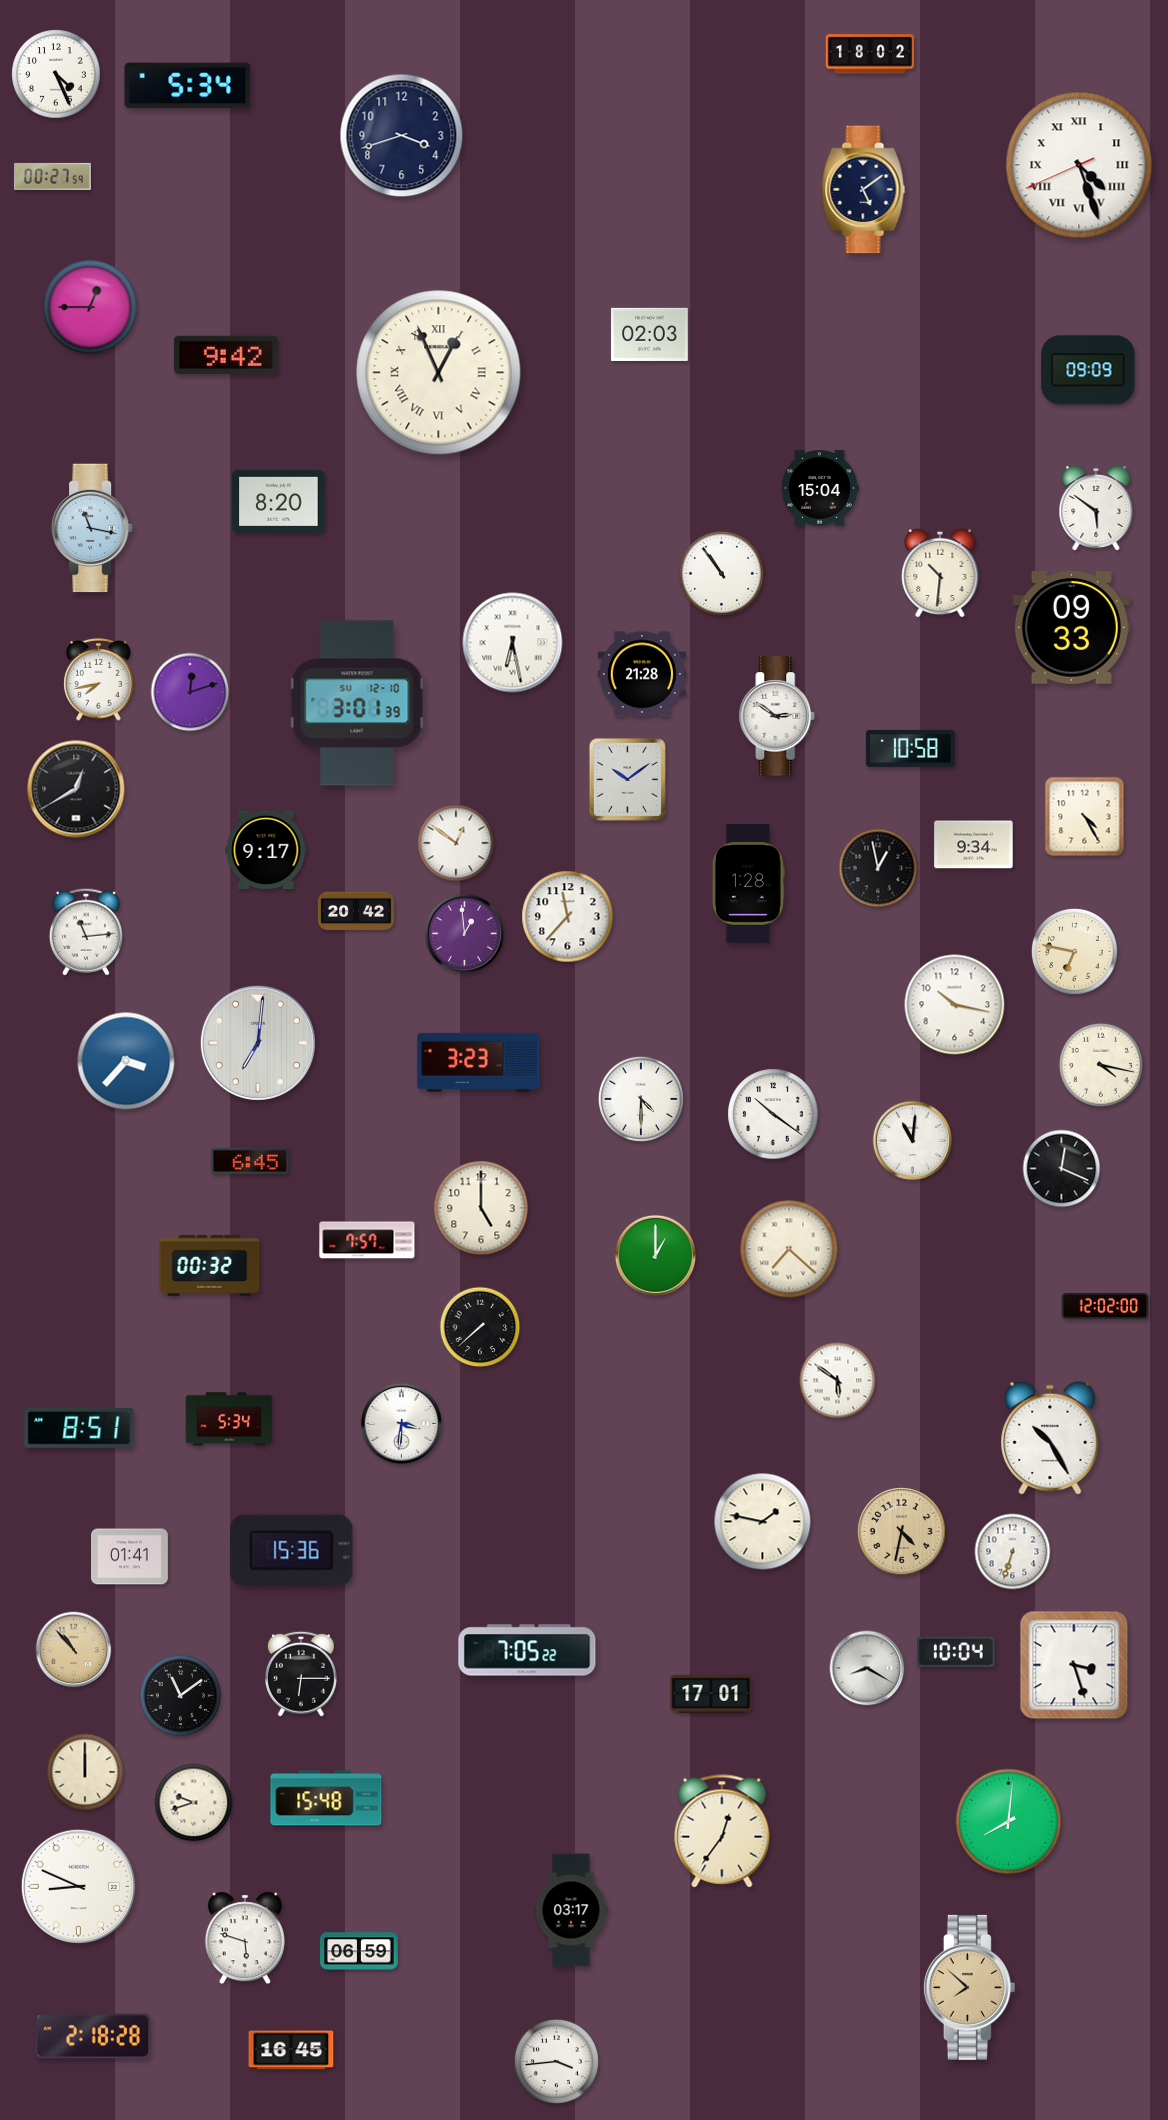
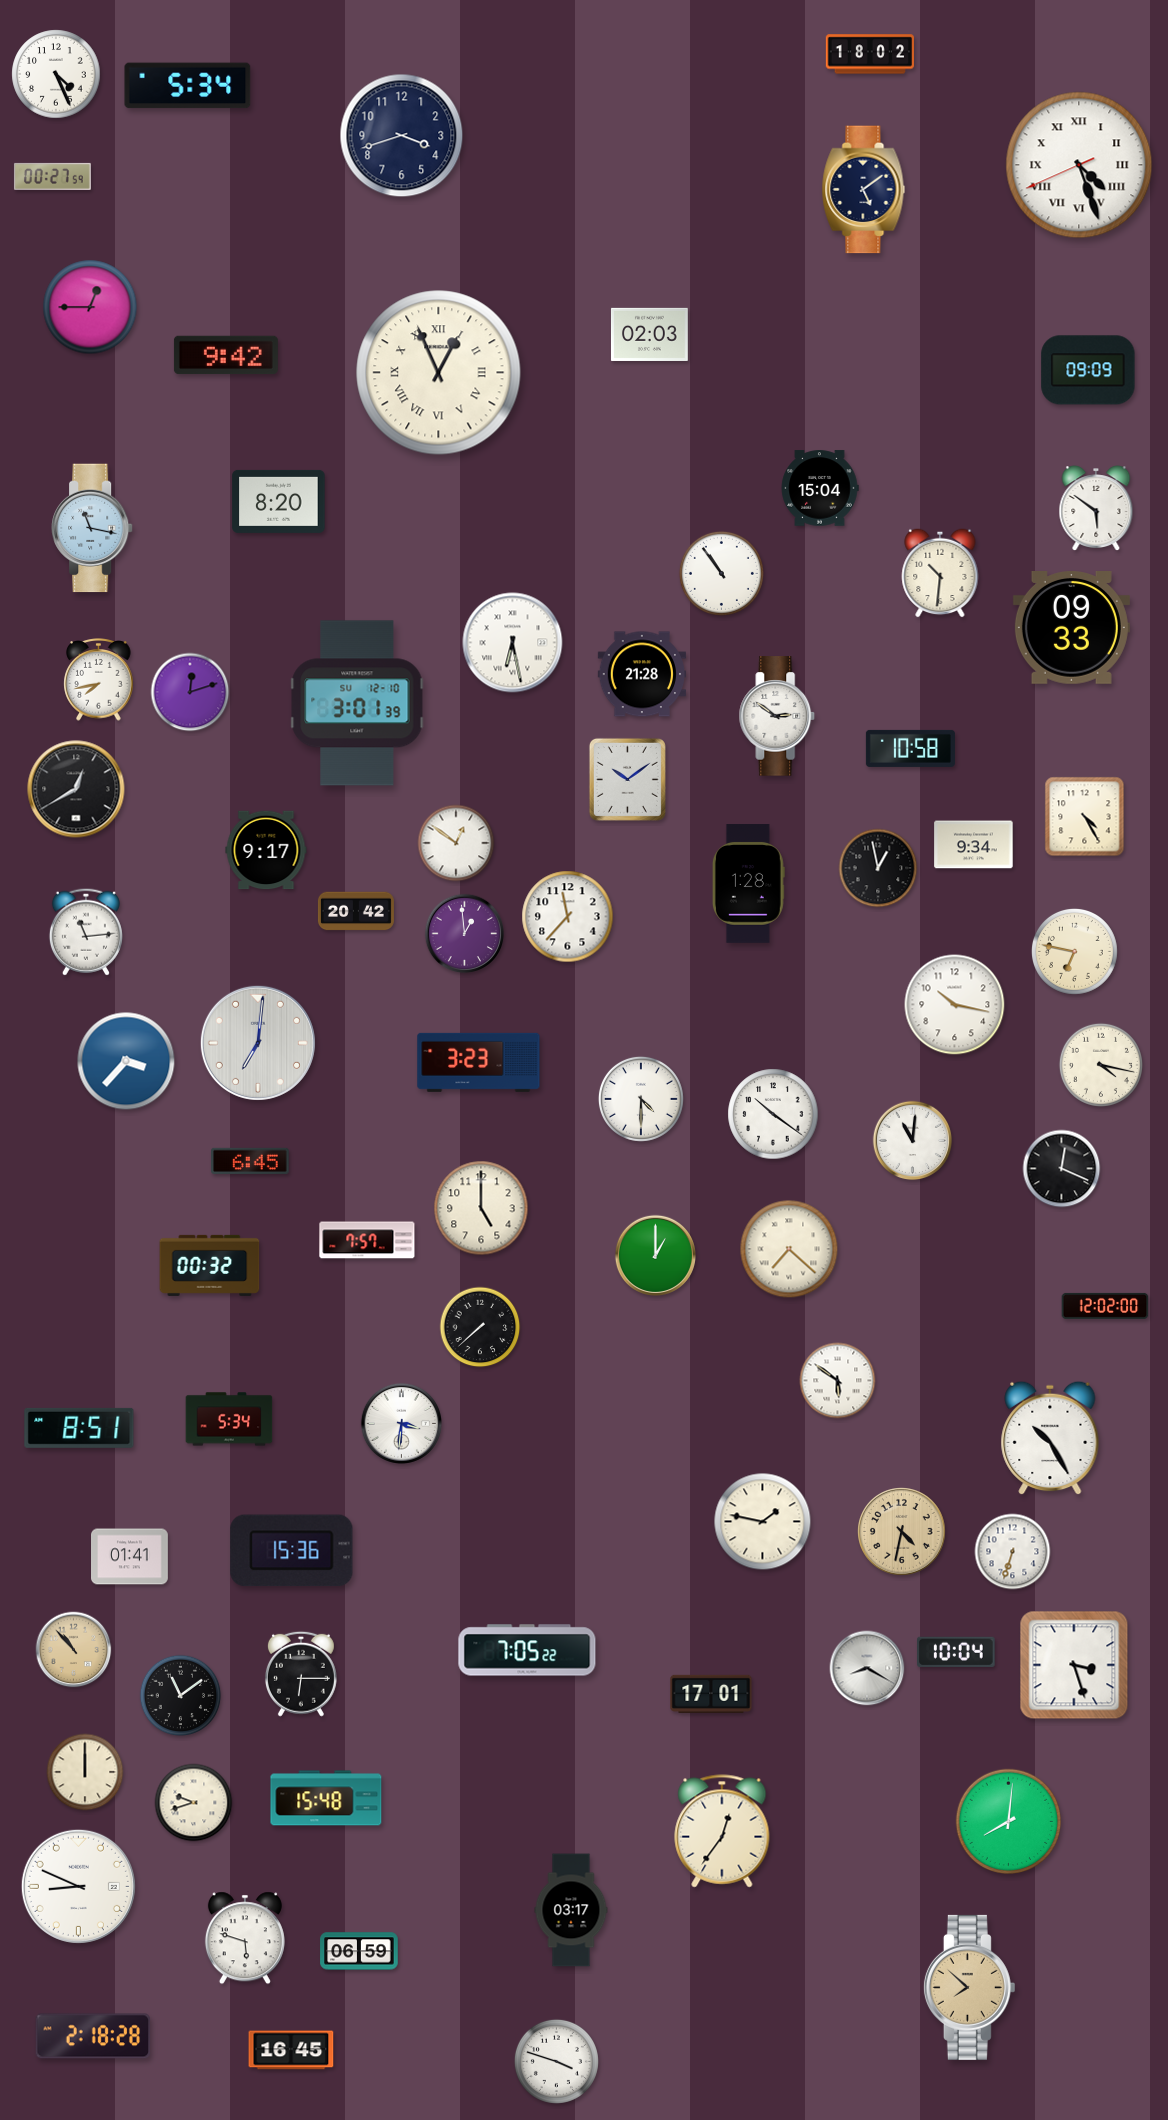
clock at (556, 2061): 3:44 -> 3:48
